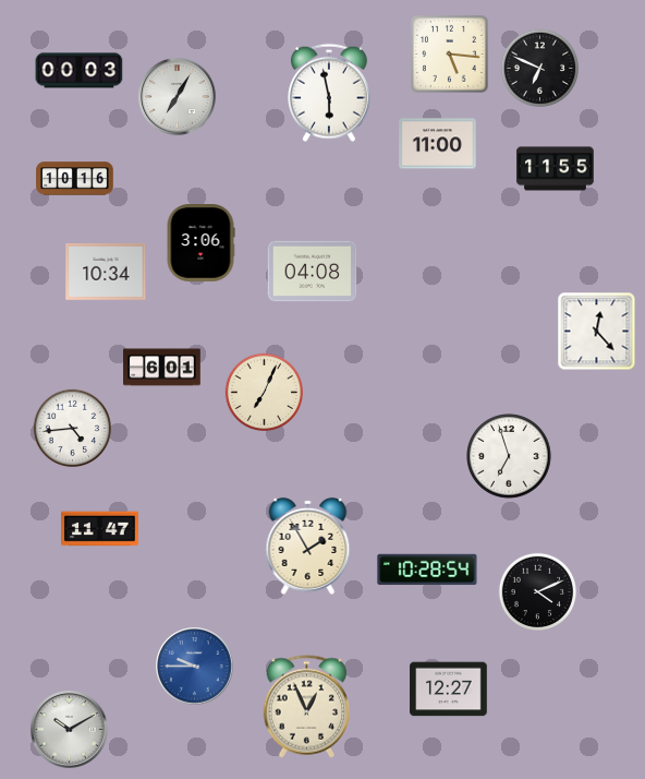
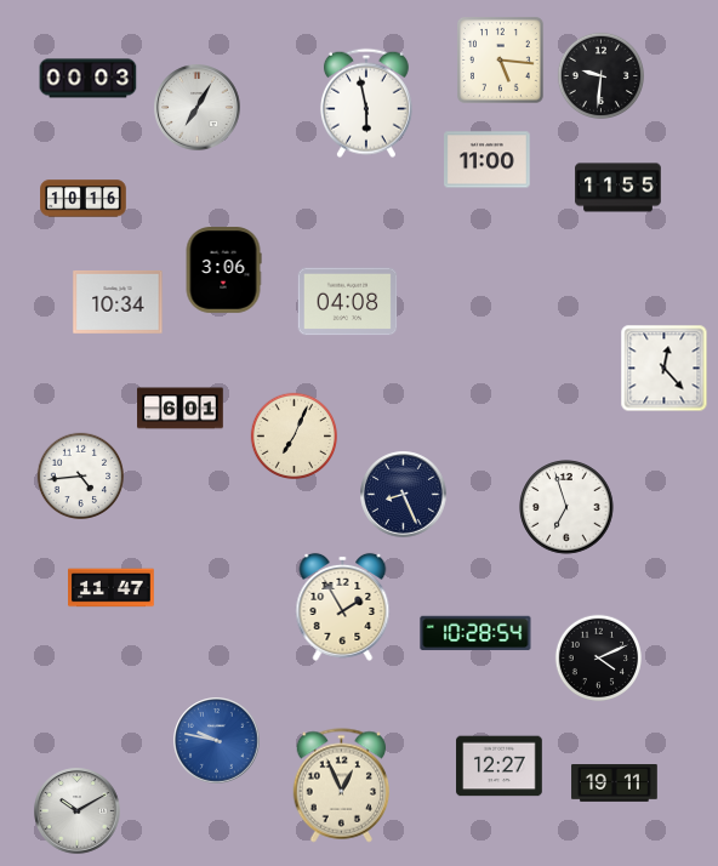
clock at (539, 68): 6:49 -> 9:31
clock at (404, 495): none -> 8:26
clock at (195, 667): 9:45 -> 9:47
clock at (615, 784): none -> 19:11
